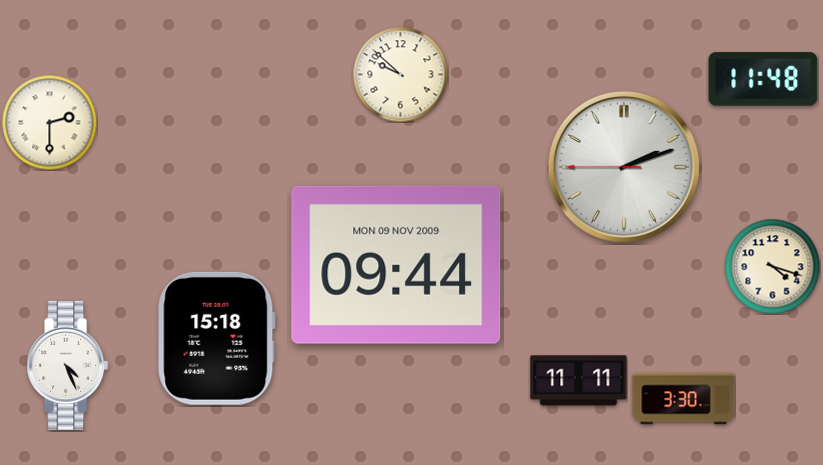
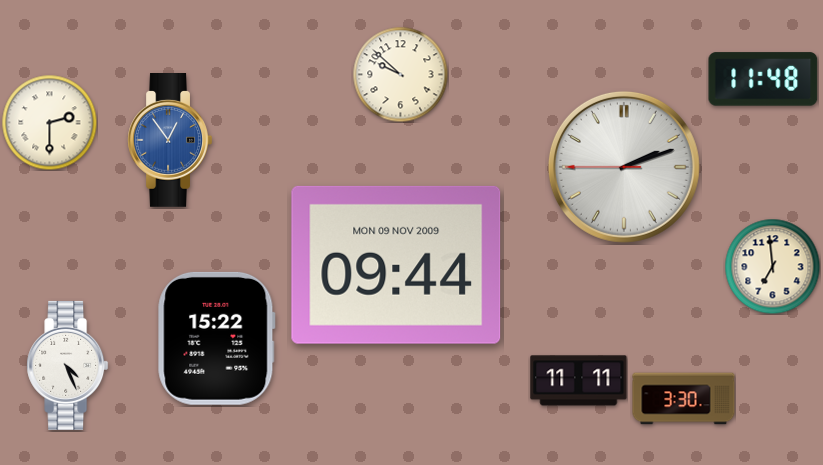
clock at (170, 141): none -> 12:54
clock at (772, 266): 4:18 -> 6:59
clock at (216, 338): 15:18 -> 15:22
